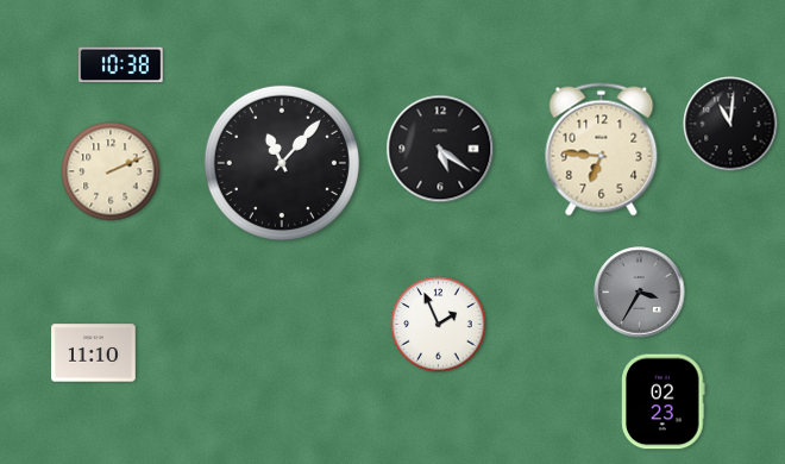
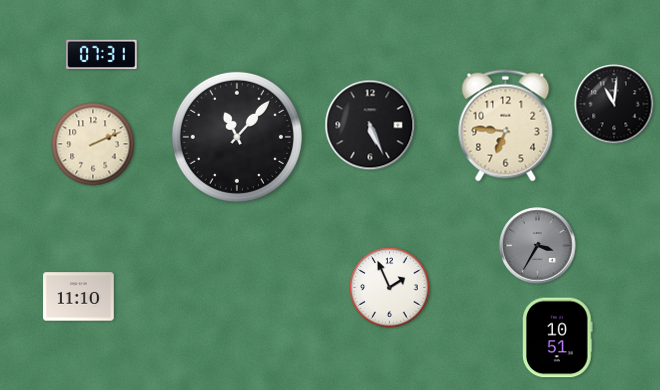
clock at (121, 65): 10:38 -> 07:31
clock at (440, 149): 5:21 -> 5:26
clock at (439, 325) position: (439, 325) -> (390, 288)
clock at (664, 402): 02:23 -> 10:51
